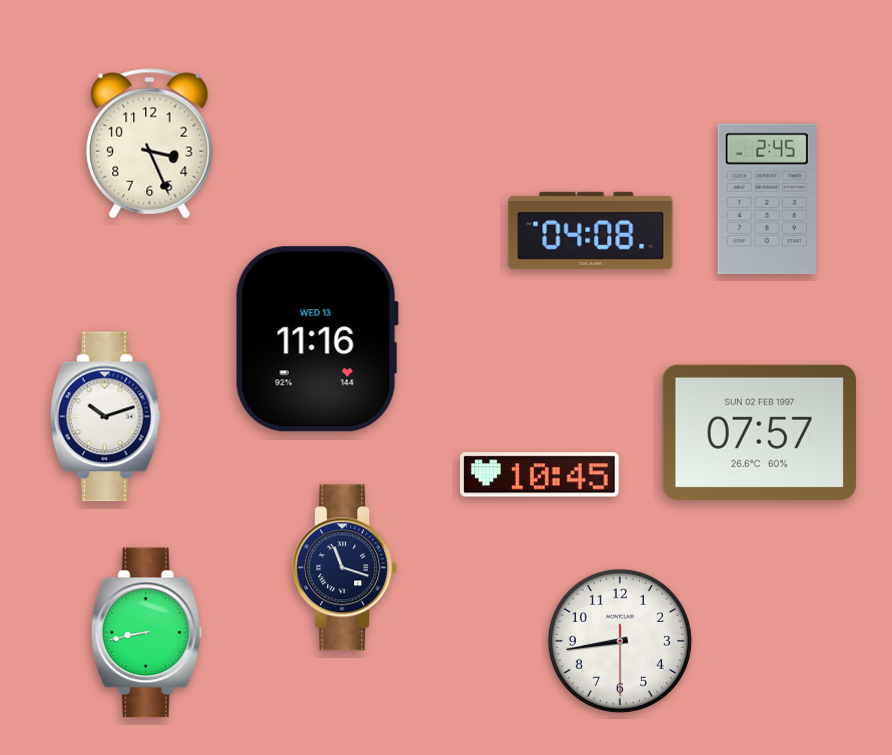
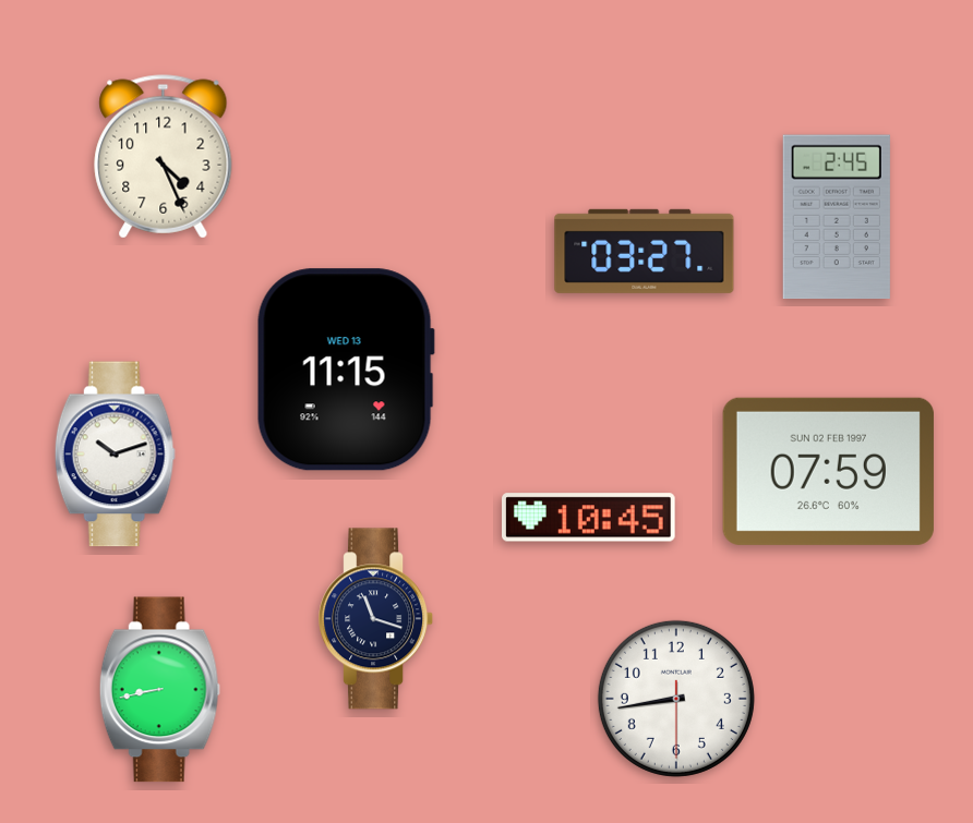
clock at (150, 144): 3:26 -> 4:26
clock at (591, 230): 04:08 -> 03:27
clock at (317, 339): 11:16 -> 11:15
clock at (759, 432): 07:57 -> 07:59
